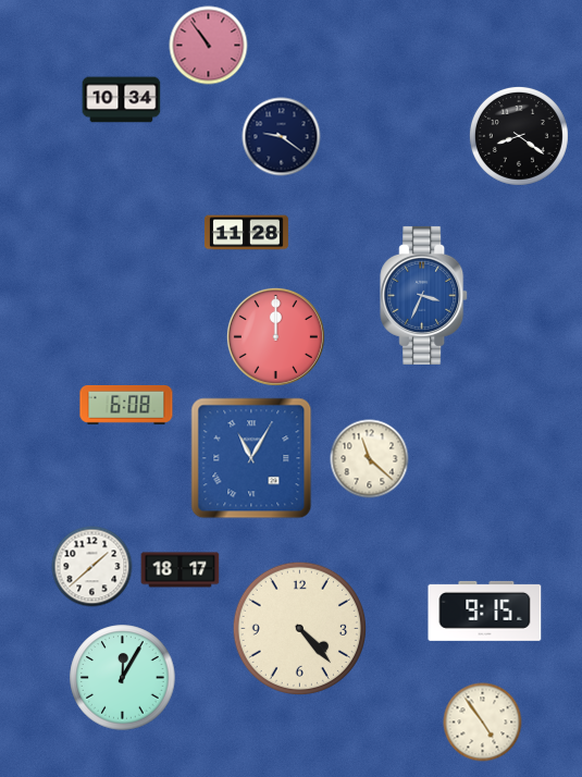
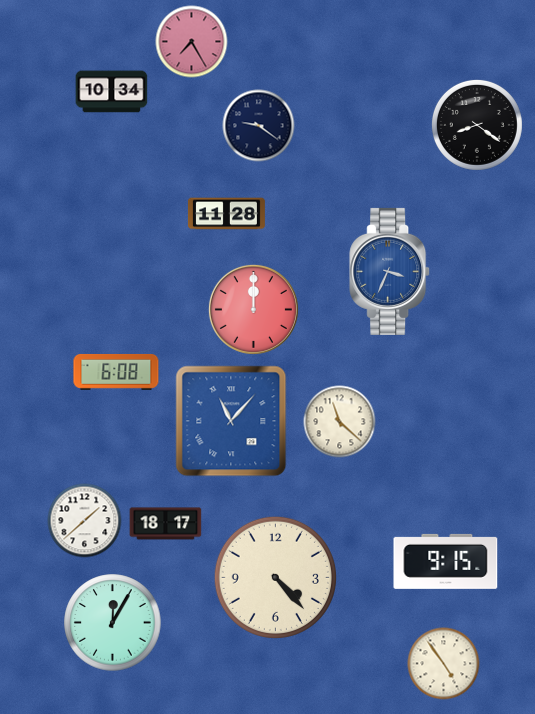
clock at (209, 46): 10:54 -> 7:25
clock at (251, 458): 11:05 -> 11:07
